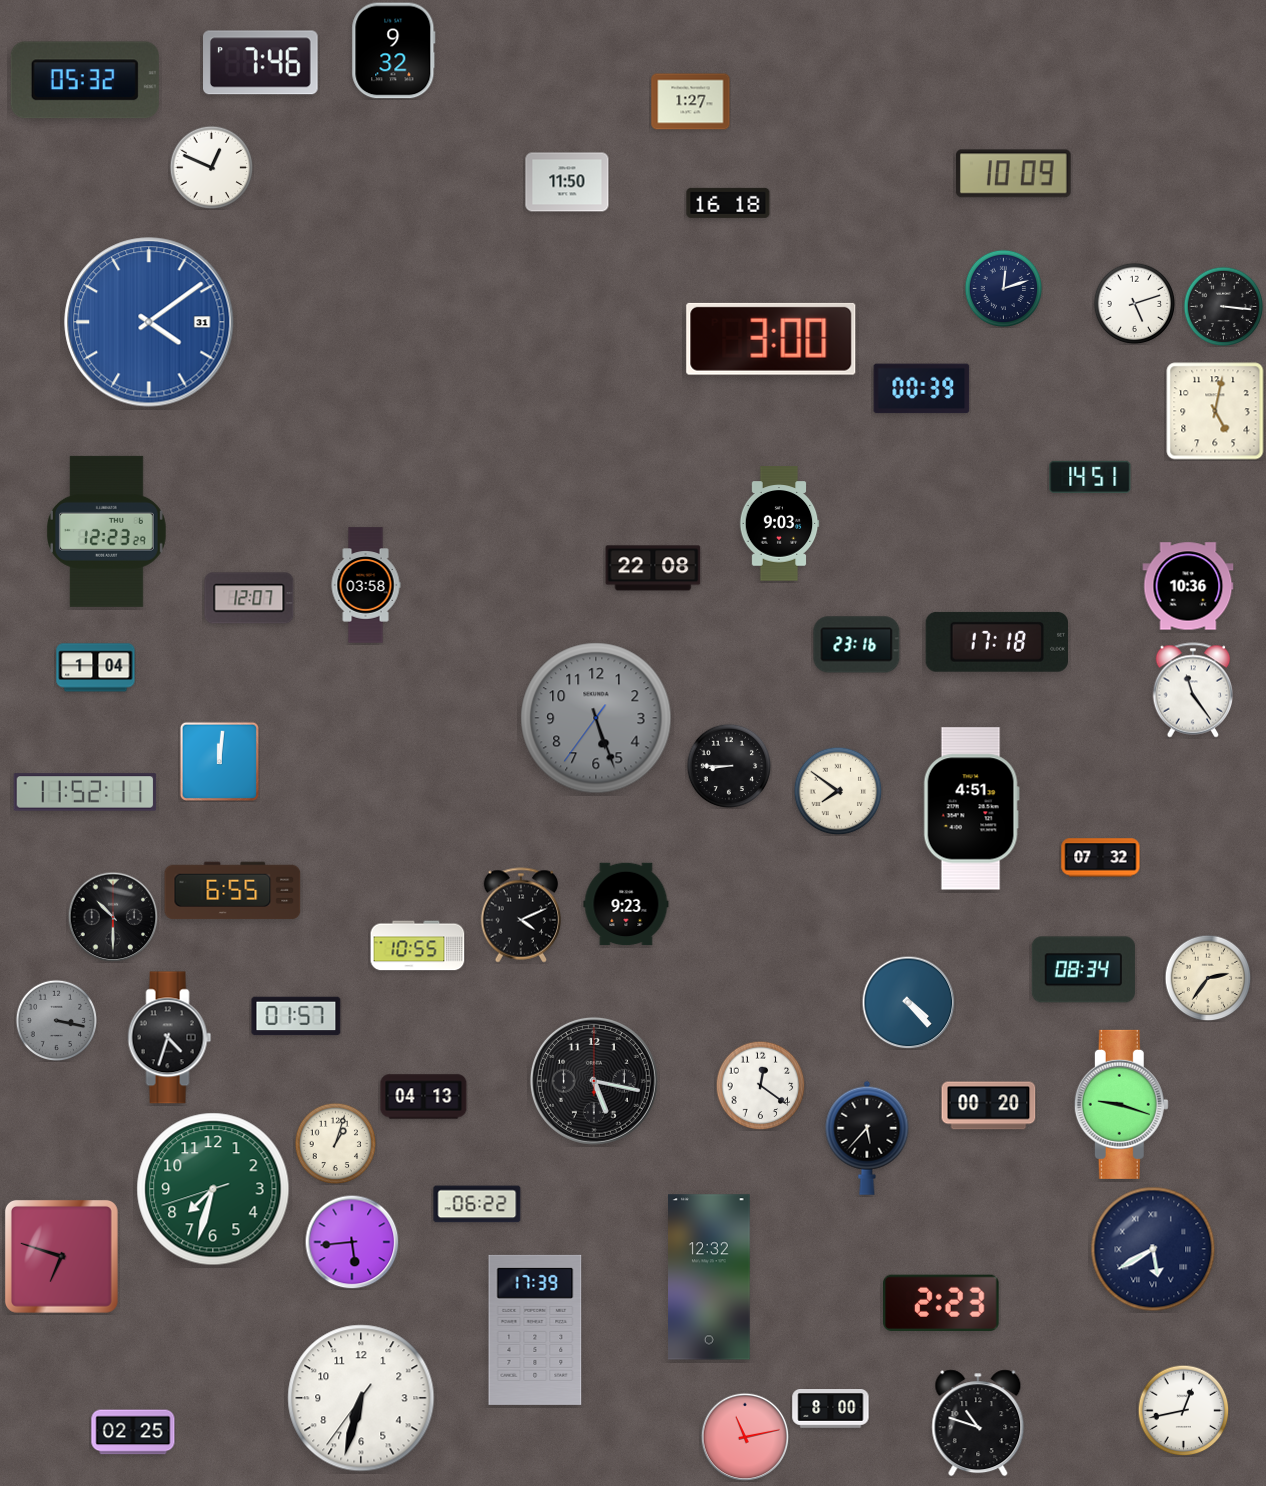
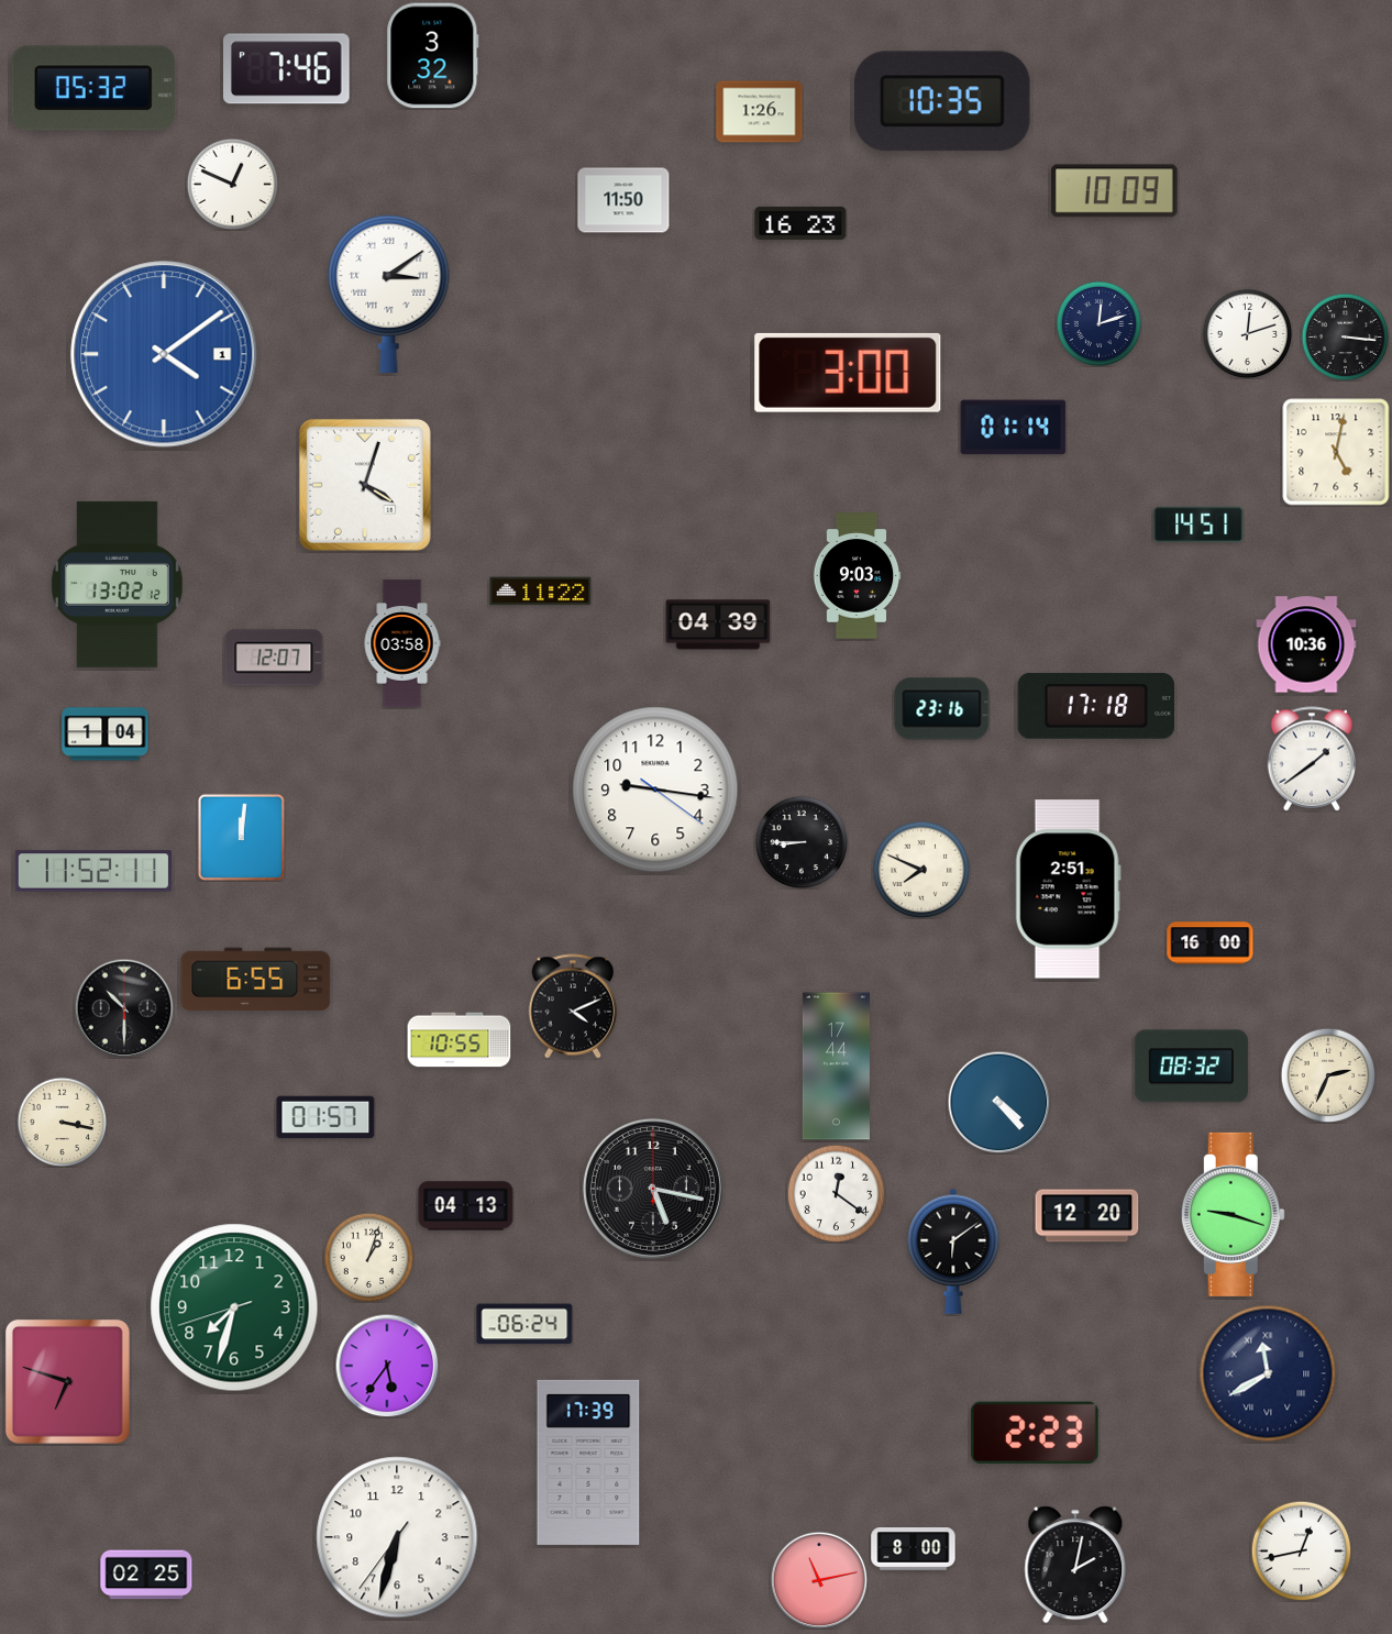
clock at (394, 51): 9:32 -> 3:32
clock at (943, 101): none -> 10:35
clock at (691, 102): 1:27 -> 1:26
clock at (728, 203): 16:18 -> 16:23
clock at (389, 292): none -> 3:09
clock at (1003, 288) position: (1003, 288) -> (1098, 323)
clock at (1134, 303): 5:12 -> 12:12
clock at (149, 322) date: 31 -> 1
clock at (922, 389): 00:39 -> 01:14
clock at (365, 485): none -> 4:03
clock at (106, 531): 12:23 -> 13:02
clock at (541, 592): none -> 11:22
clock at (653, 568): 22:08 -> 04:39
clock at (1193, 690): 11:24 -> 1:39
clock at (596, 718): 5:26 -> 9:16
clock at (596, 718) dial: grey -> white
clock at (838, 791): 7:51 -> 7:49
clock at (971, 809): 4:51 -> 2:51
clock at (1101, 858): 07:32 -> 16:00
clock at (626, 904): 9:23 -> none
clock at (836, 1067): none -> 17:44
clock at (1083, 970): 08:34 -> 08:32
clock at (1208, 978): 2:36 -> 2:34
clock at (56, 1020) dial: grey -> cream
clock at (170, 1038): 4:33 -> none
clock at (989, 1106): 00:20 -> 12:20
clock at (867, 1138): 5:37 -> 6:09
clock at (477, 1204): 06:22 -> 06:24
clock at (352, 1242): 5:44 -> 5:36
clock at (1153, 1249): 5:40 -> 11:40
clock at (709, 1277): 12:32 -> none
clock at (978, 1423): 10:48 -> 2:02
